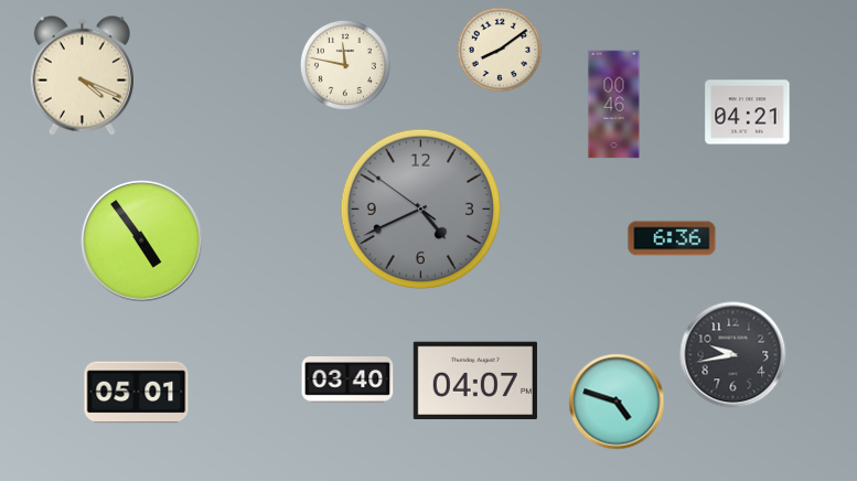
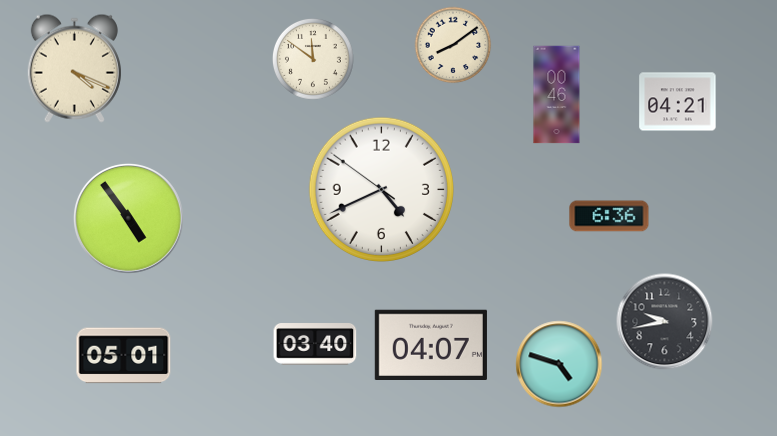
clock at (345, 65): 11:47 -> 11:51
clock at (420, 209) dial: grey -> white
